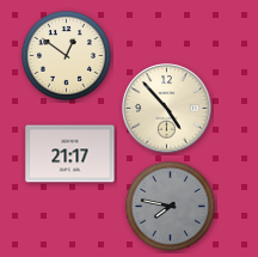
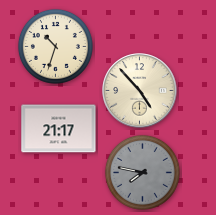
clock at (66, 55): 12:51 -> 10:33
